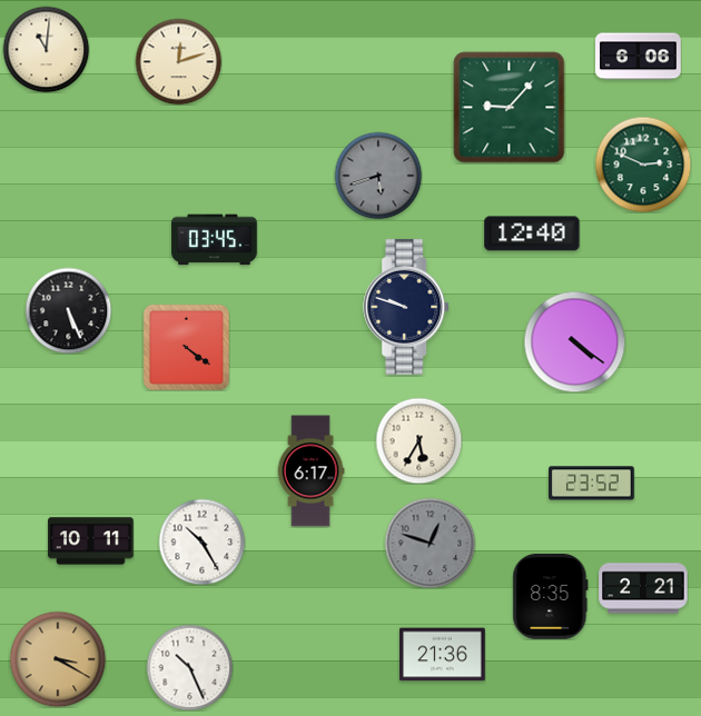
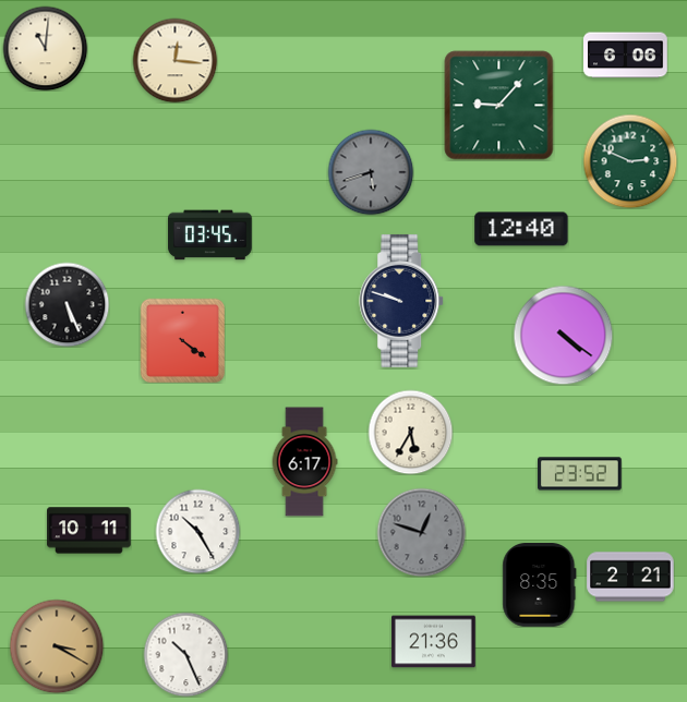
clock at (178, 61): 12:12 -> 12:16
clock at (407, 307) position: (407, 307) -> (402, 301)
